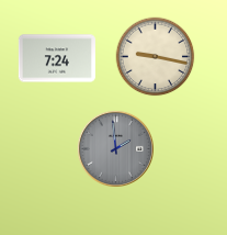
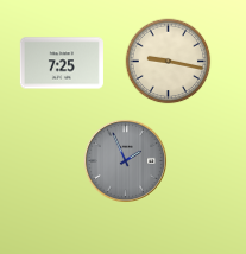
clock at (57, 58): 7:24 -> 7:25
clock at (115, 148): 1:59 -> 1:56
